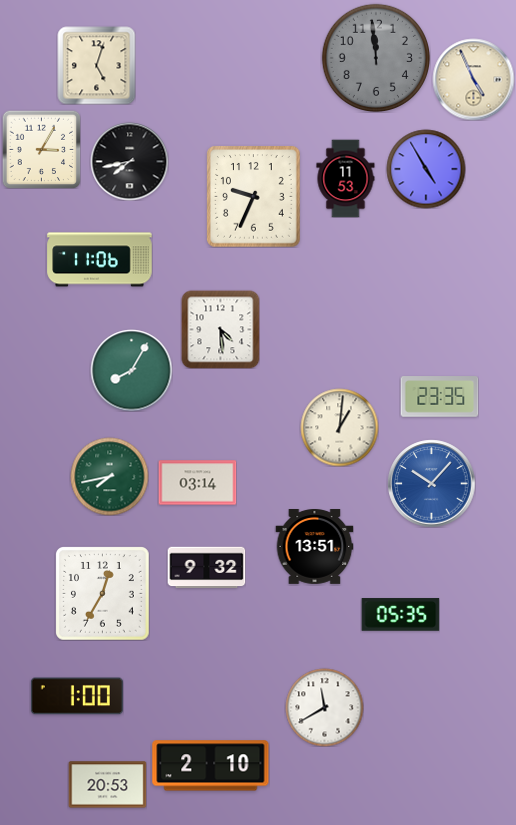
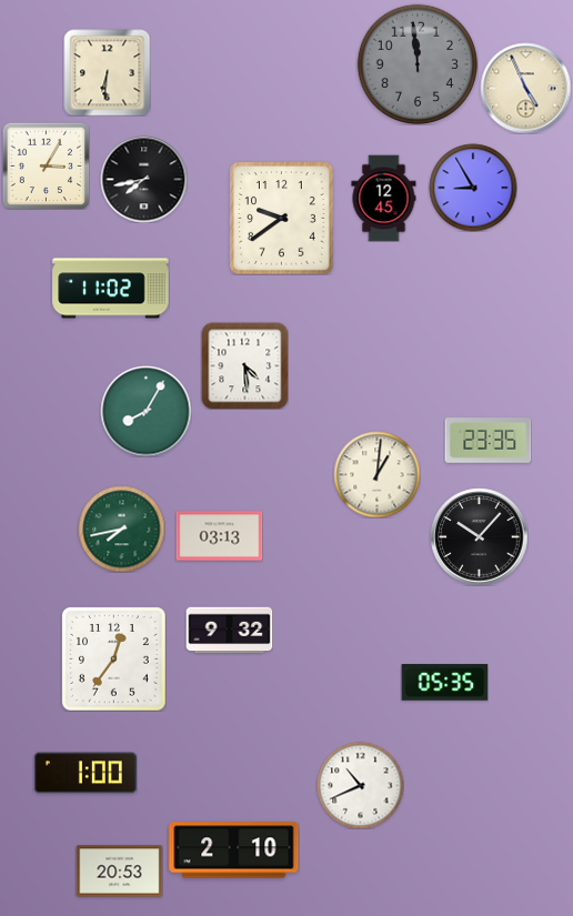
clock at (96, 65): 5:03 -> 6:31
clock at (426, 169): 4:55 -> 8:55
clock at (346, 178): 11:53 -> 12:45
clock at (254, 196): 9:34 -> 9:39
clock at (100, 260): 11:06 -> 11:02
clock at (197, 483): 03:14 -> 03:13
clock at (431, 483) dial: blue -> black
clock at (314, 547): 13:51 -> none
clock at (103, 594): 12:35 -> 12:36
clock at (324, 707): 11:40 -> 10:41
